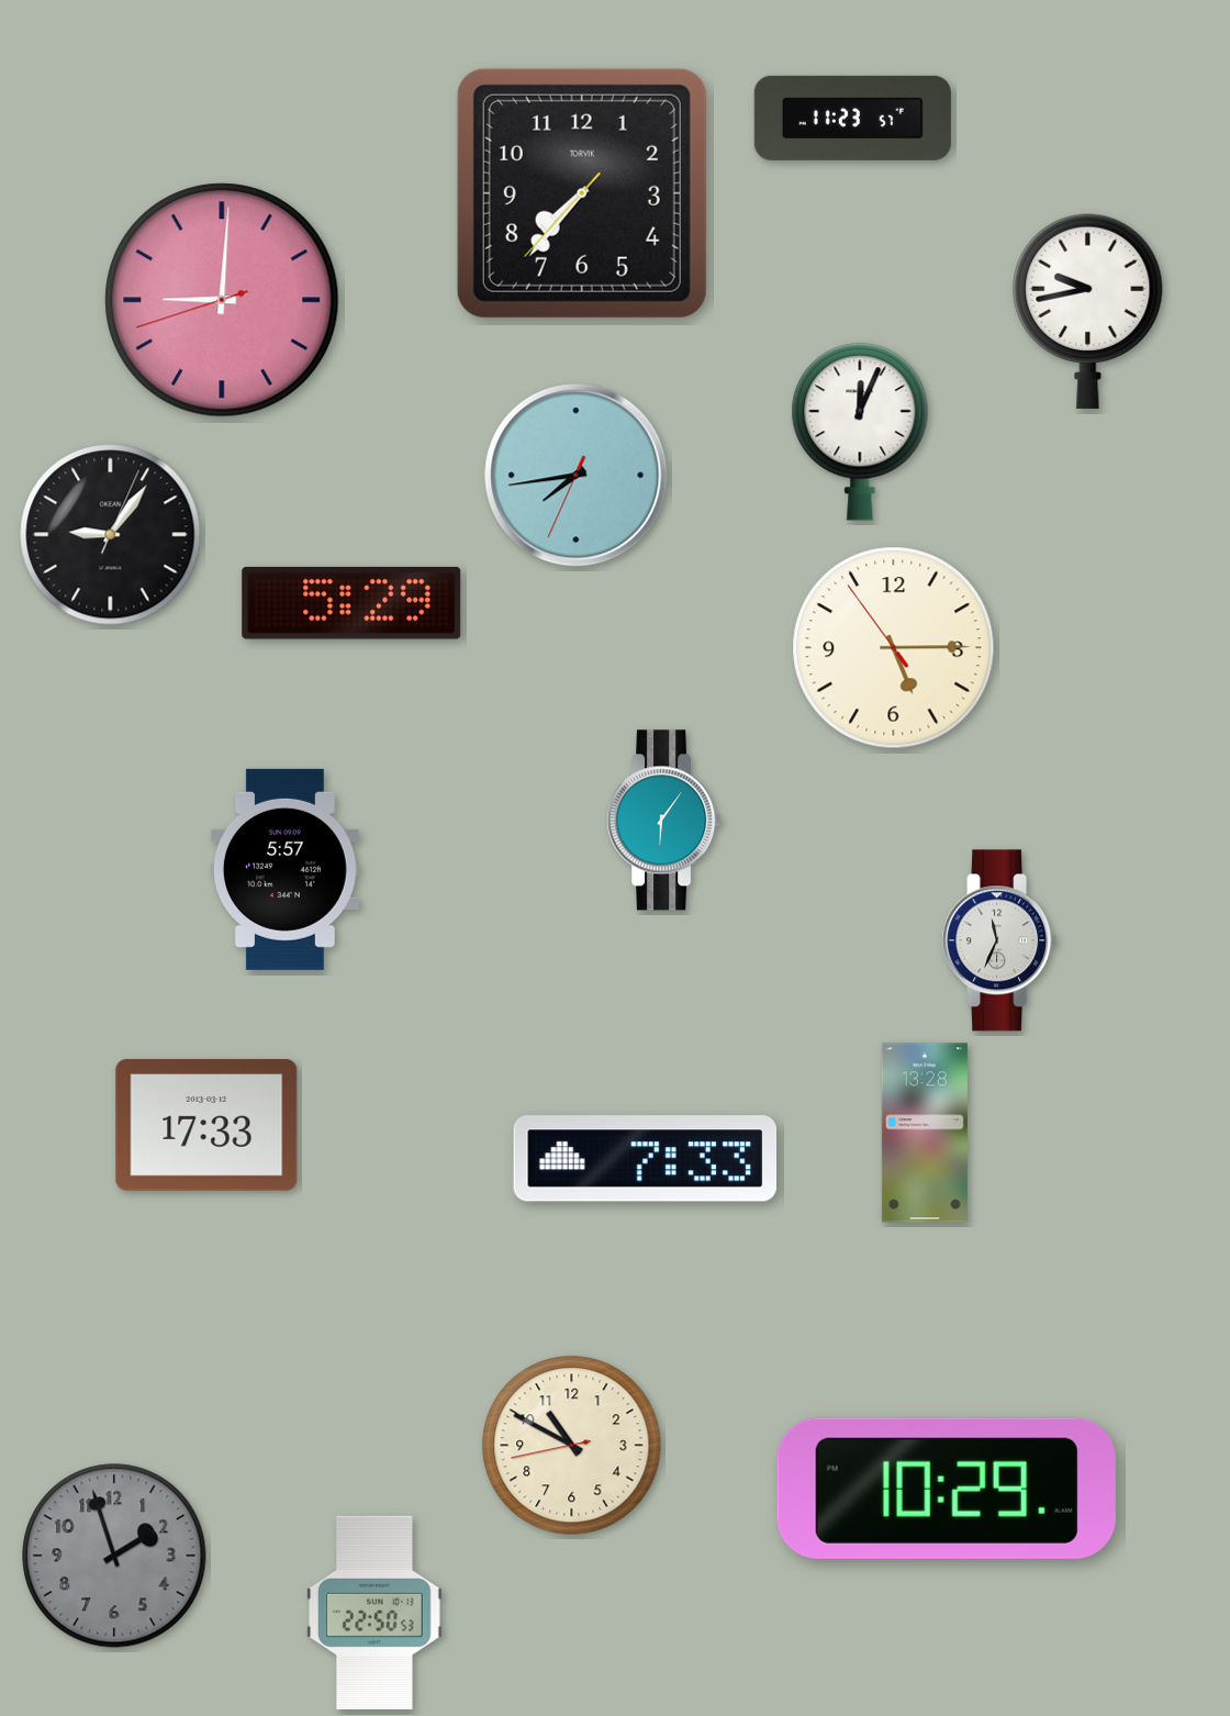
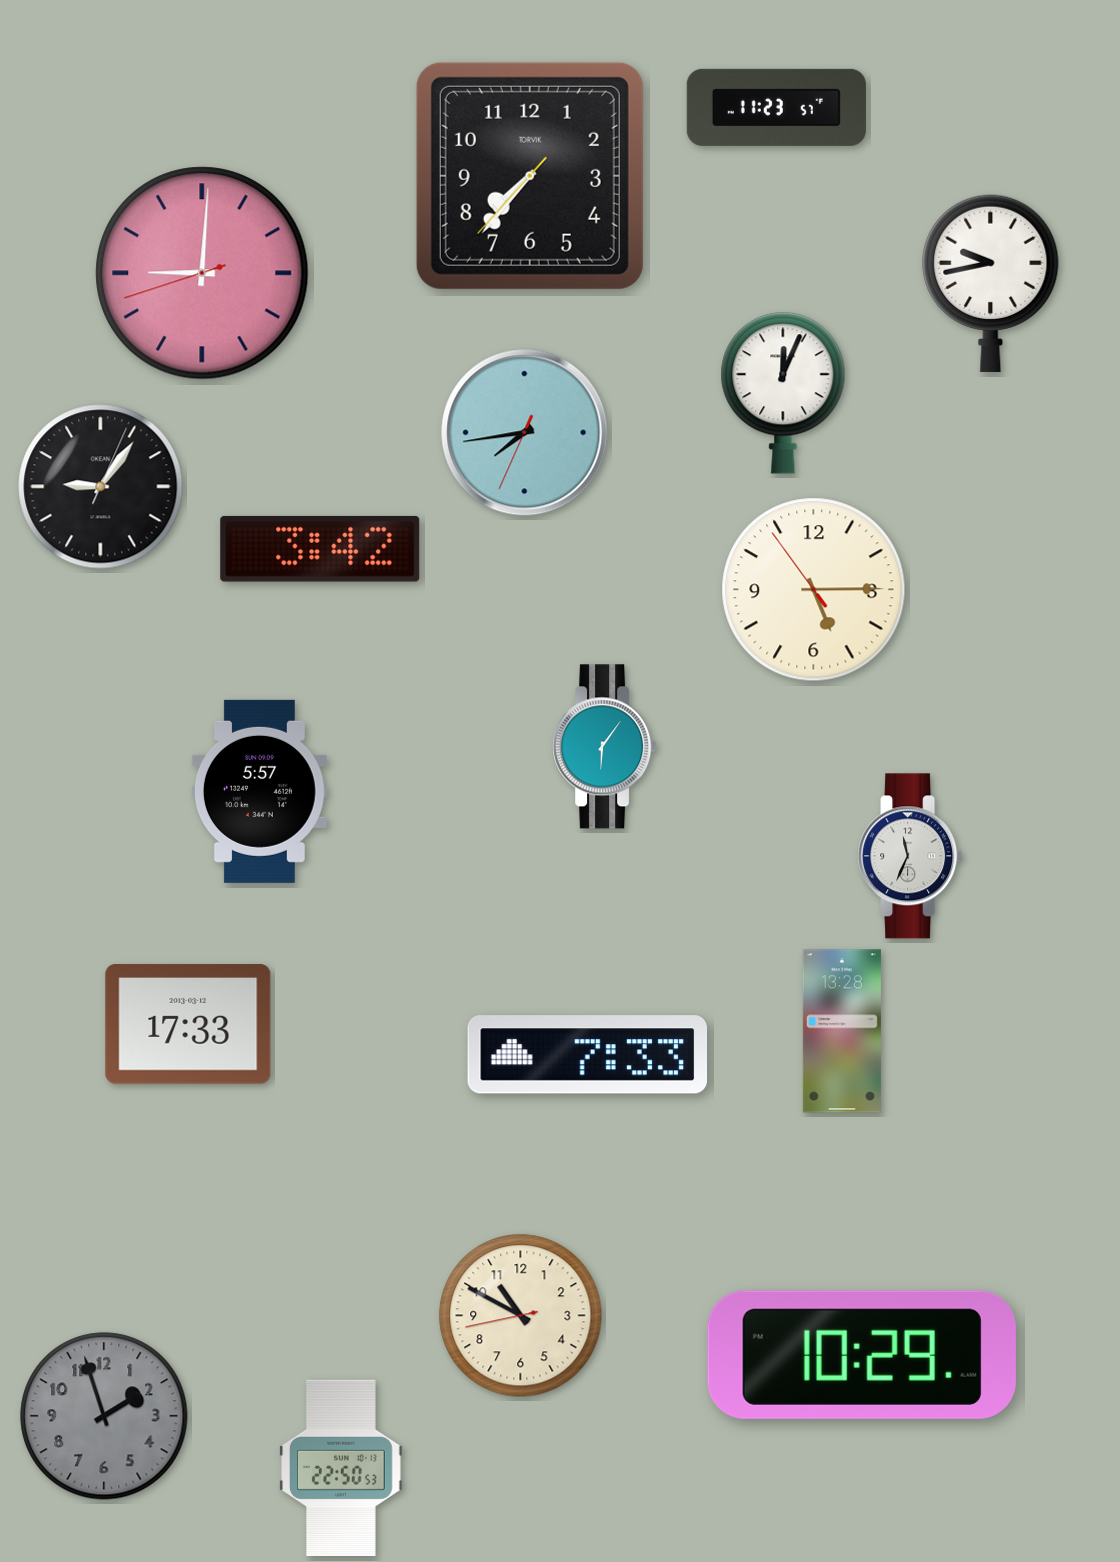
clock at (351, 603): 5:29 -> 3:42
